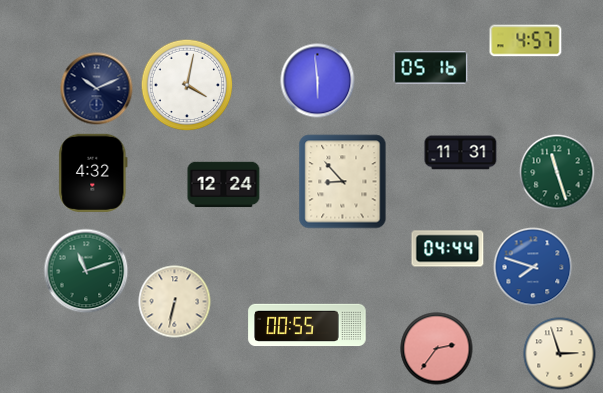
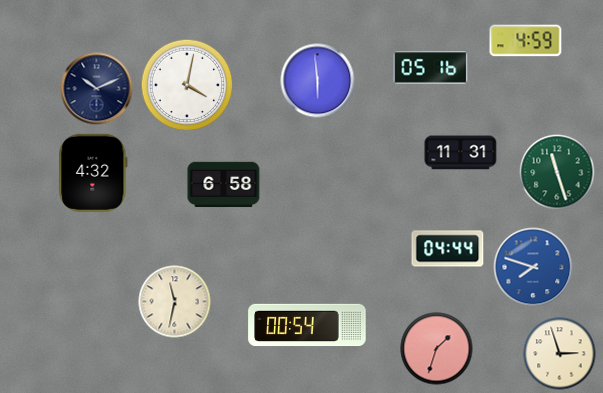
clock at (526, 41): 4:57 -> 4:59
clock at (343, 182): 8:53 -> none
clock at (224, 185): 12:24 -> 6:58
clock at (86, 271): 11:12 -> none
clock at (175, 302): 6:32 -> 11:32
clock at (307, 325): 00:55 -> 00:54
clock at (437, 349): 2:36 -> 1:33
